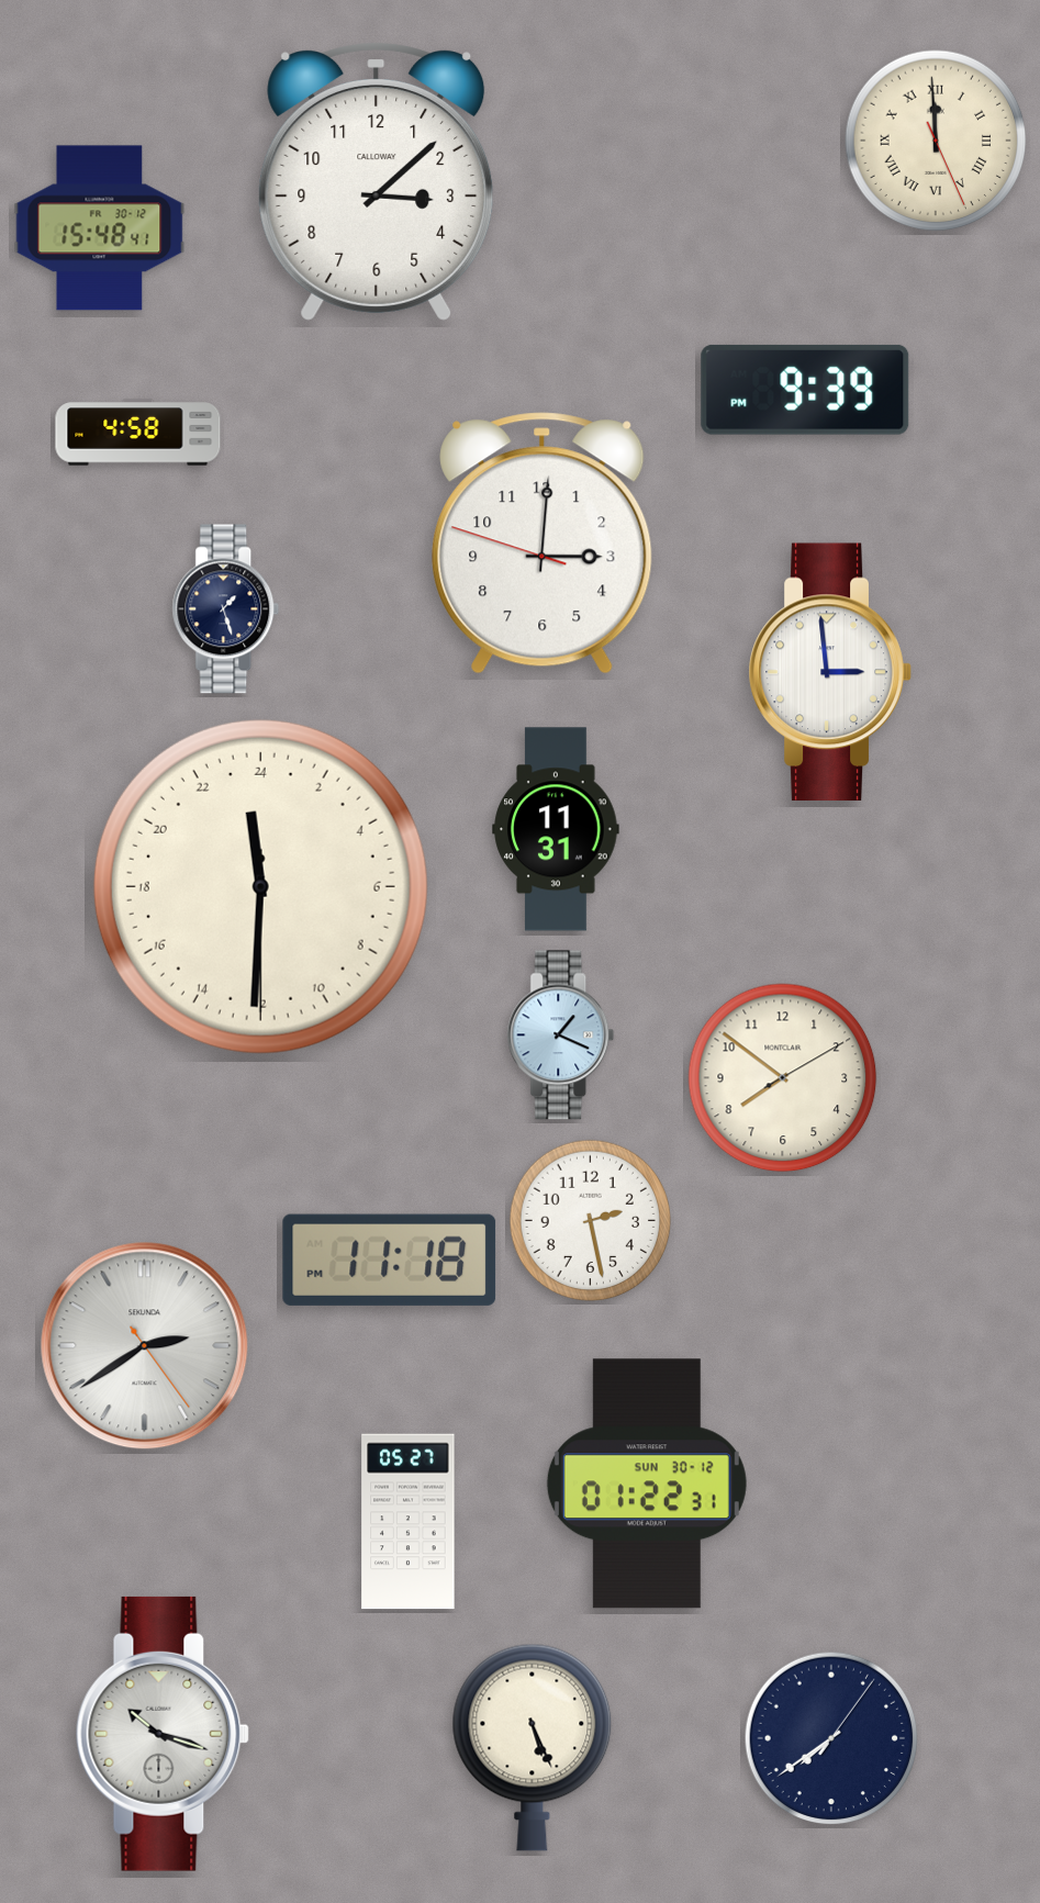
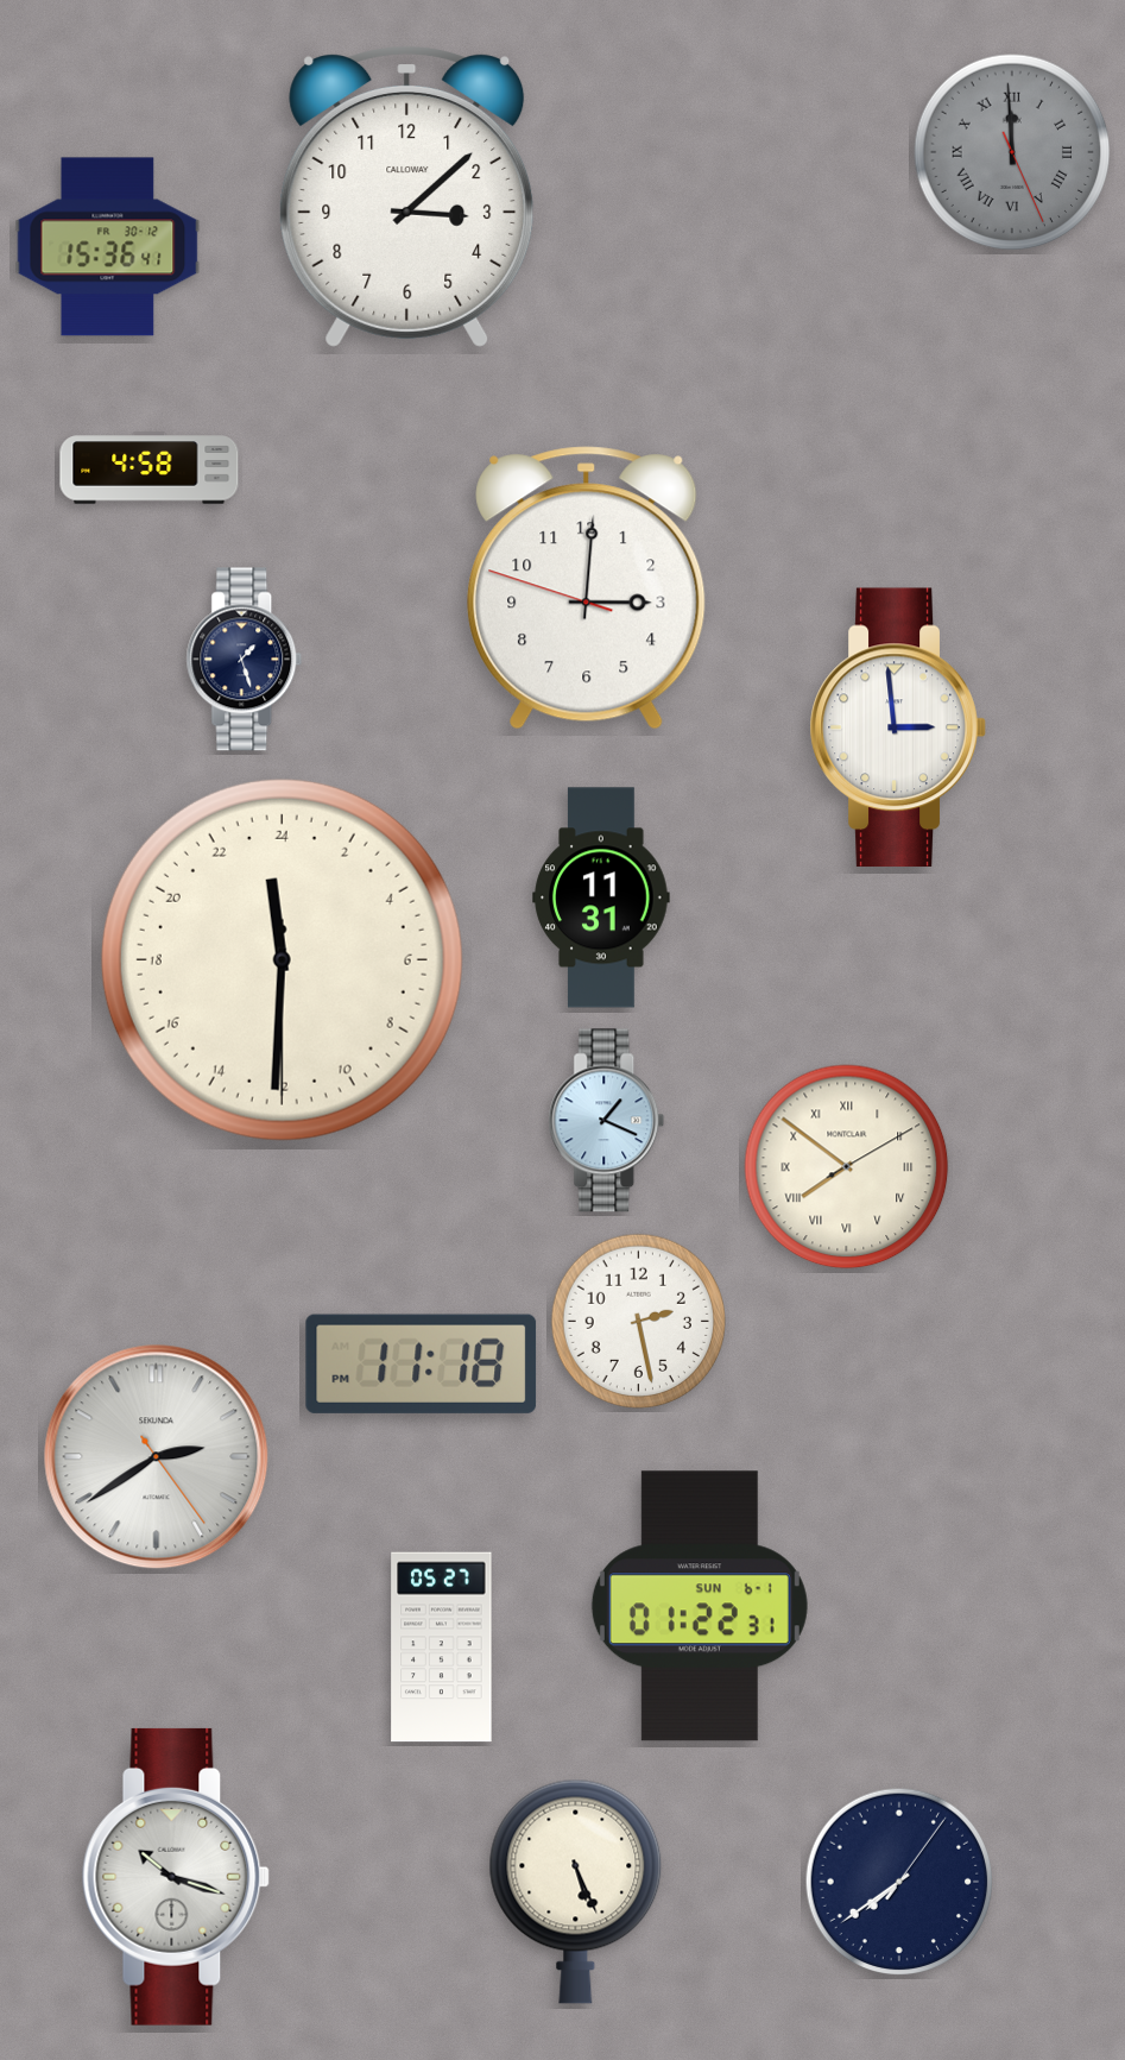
clock at (936, 141) dial: cream -> grey
clock at (100, 228): 15:48 -> 15:36
clock at (805, 390): 9:39 -> none
clock at (783, 1078) numerals: Arabic -> Roman
clock at (647, 1484) date: SUN 30-12 -> SUN 6-1
